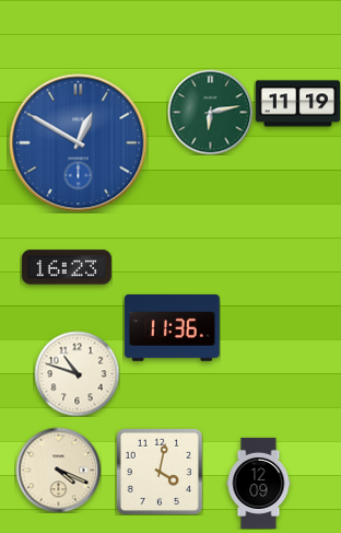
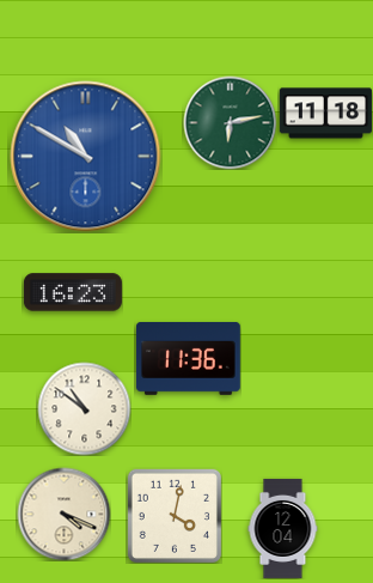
clock at (297, 104): 11:19 -> 11:18
clock at (79, 143): 12:50 -> 10:50
clock at (77, 373): 10:48 -> 10:51
clock at (259, 483): 12:09 -> 12:04
